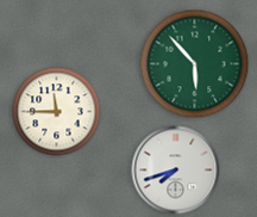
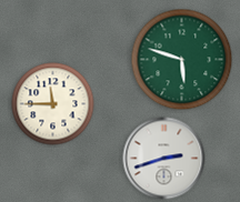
clock at (195, 64): 5:53 -> 5:48
clock at (176, 170): 7:42 -> 2:42
